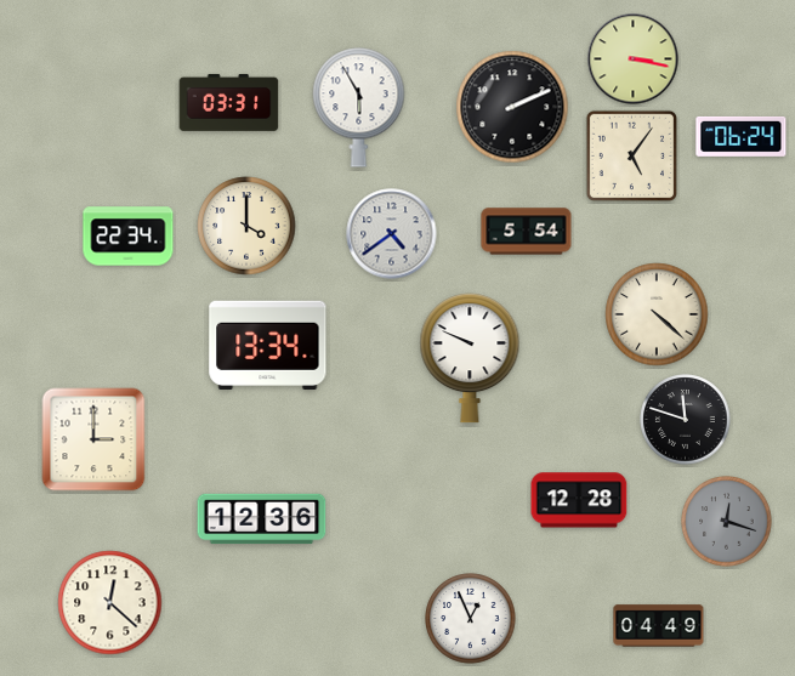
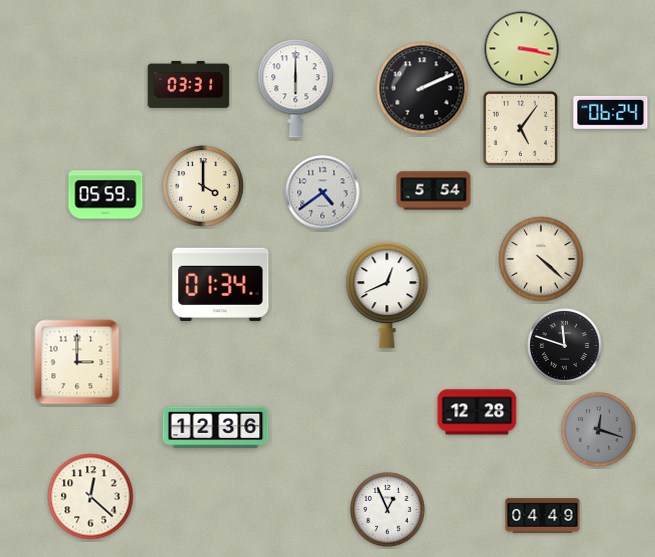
clock at (359, 108): 5:55 -> 6:00
clock at (129, 237): 22:34 -> 05:59
clock at (268, 345): 13:34 -> 01:34
clock at (470, 358): 9:49 -> 12:41
